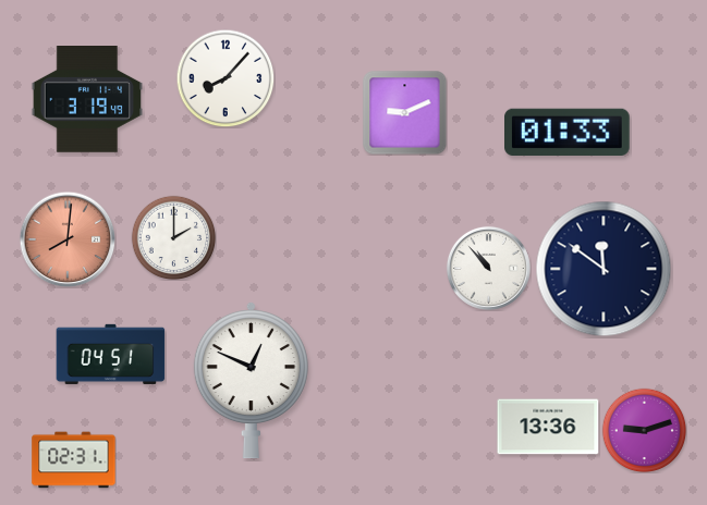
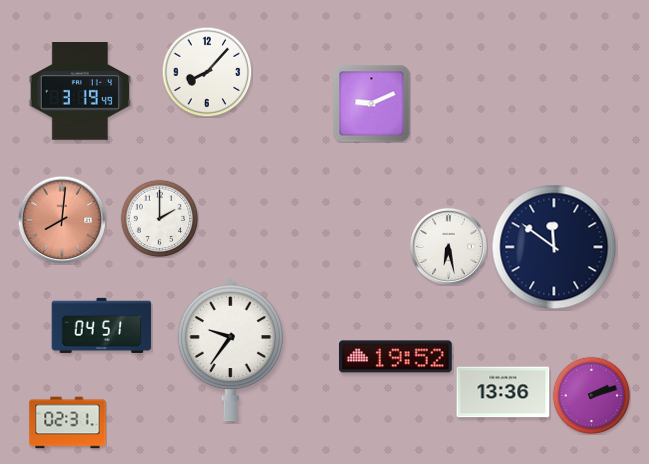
clock at (568, 132): 01:33 -> none
clock at (488, 268): 10:53 -> 6:28
clock at (251, 380): 12:49 -> 9:36
clock at (395, 357): none -> 19:52
clock at (644, 430): 9:12 -> 2:12
